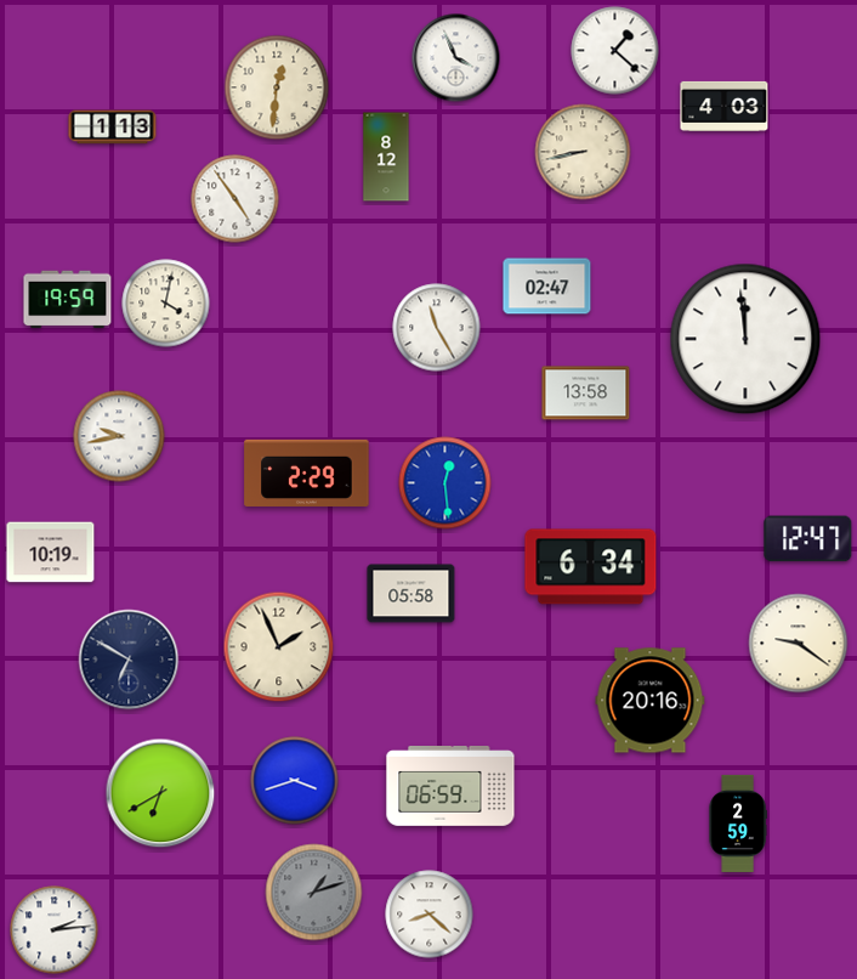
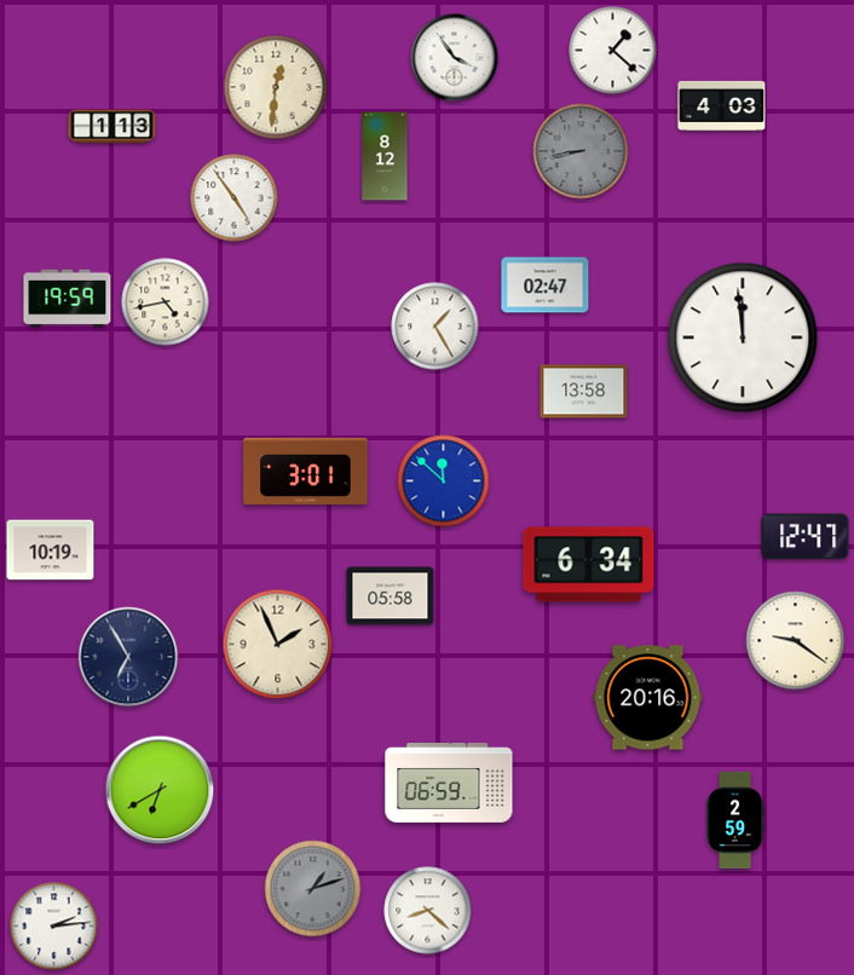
clock at (456, 58): 3:56 -> 3:54
clock at (583, 152) dial: cream -> grey
clock at (166, 304): 4:02 -> 4:43
clock at (437, 328): 11:25 -> 1:25
clock at (119, 436): 9:43 -> none
clock at (307, 472): 2:29 -> 3:01
clock at (445, 483): 12:29 -> 11:52
clock at (412, 594) position: (412, 594) -> (391, 596)
clock at (129, 660): 6:50 -> 6:55
clock at (295, 781): 3:42 -> none
